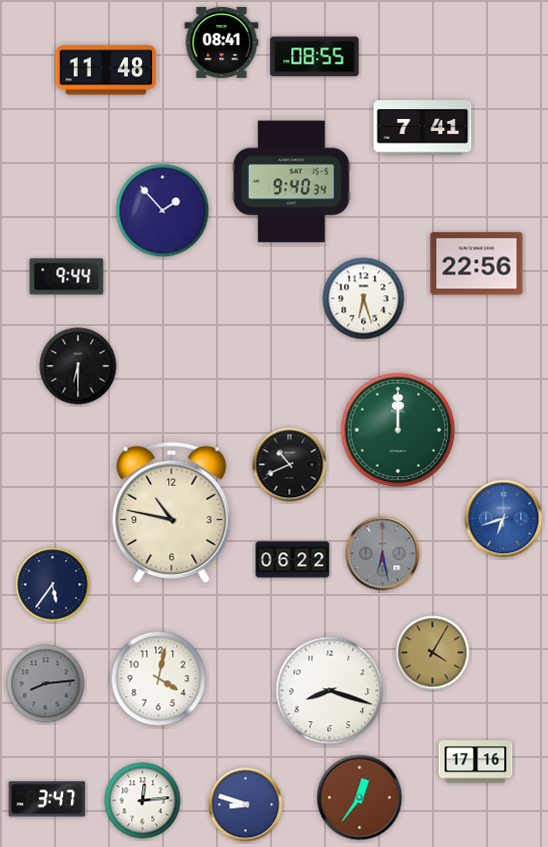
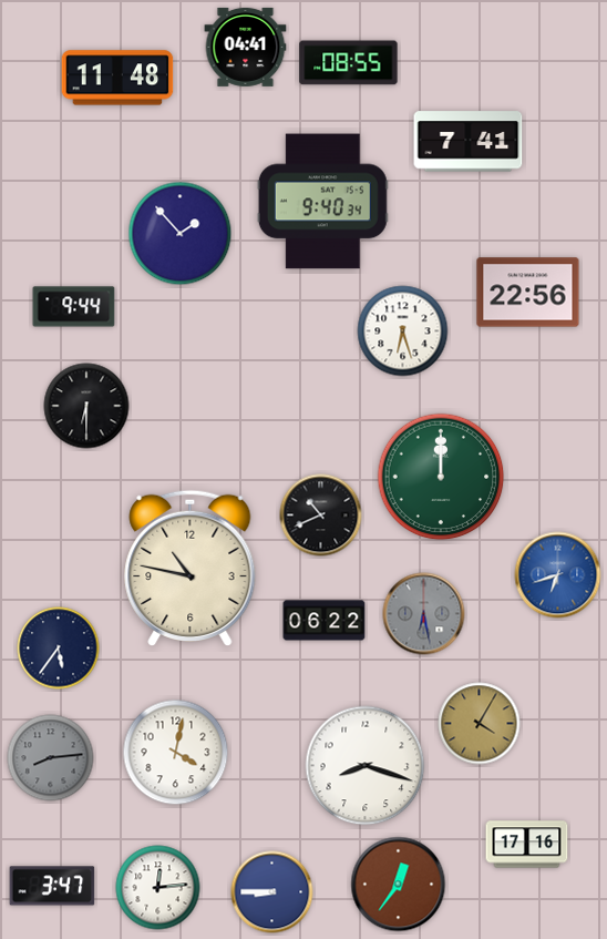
clock at (222, 42): 08:41 -> 04:41
clock at (246, 805): 8:48 -> 8:45
